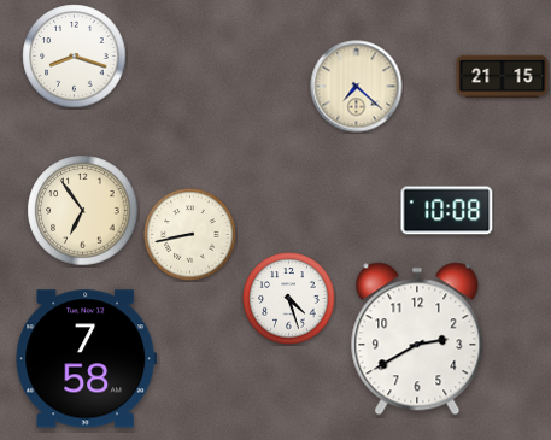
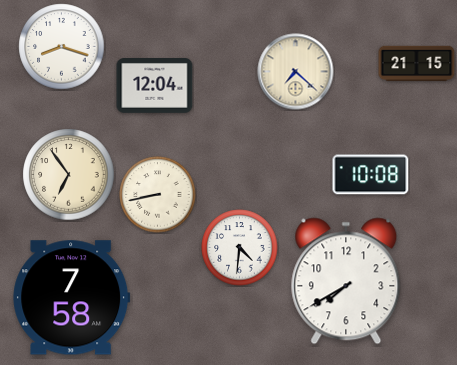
clock at (155, 86): none -> 12:04
clock at (289, 299): 4:27 -> 4:31
clock at (417, 339): 2:40 -> 7:40
